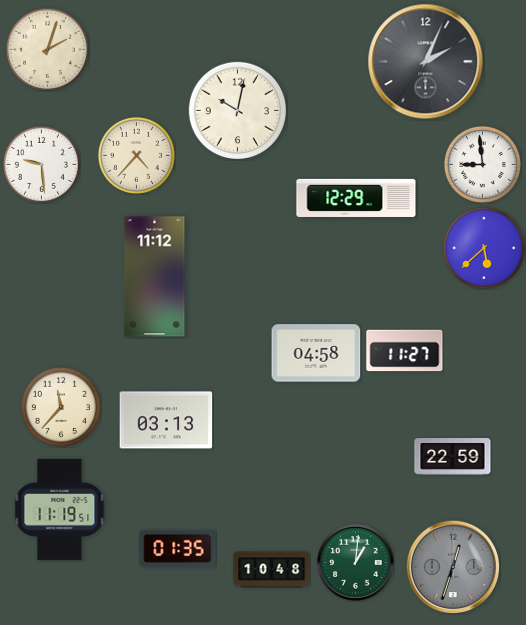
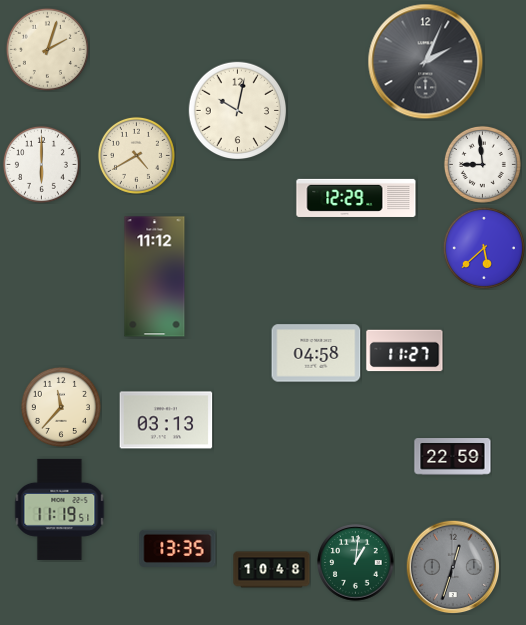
clock at (136, 155): 4:37 -> 4:40
clock at (41, 164): 9:29 -> 6:00
clock at (178, 548): 01:35 -> 13:35
